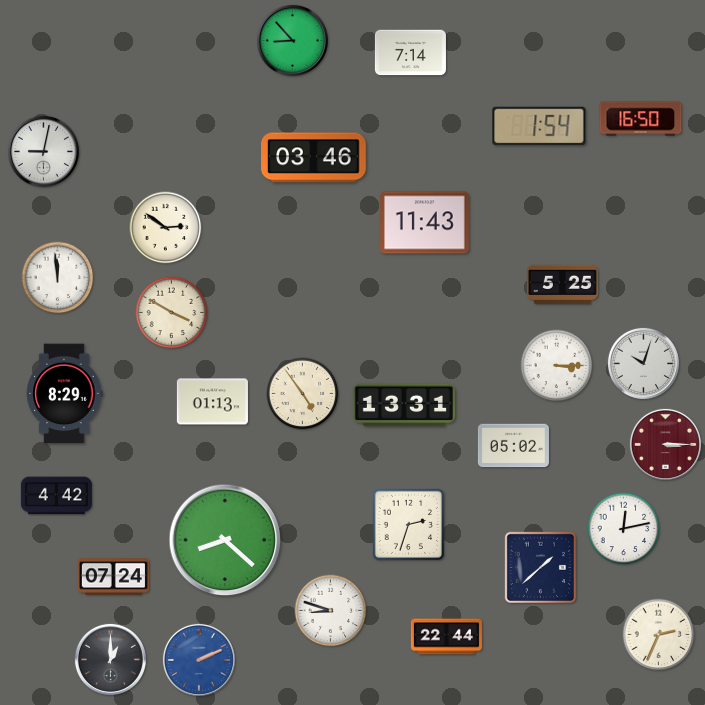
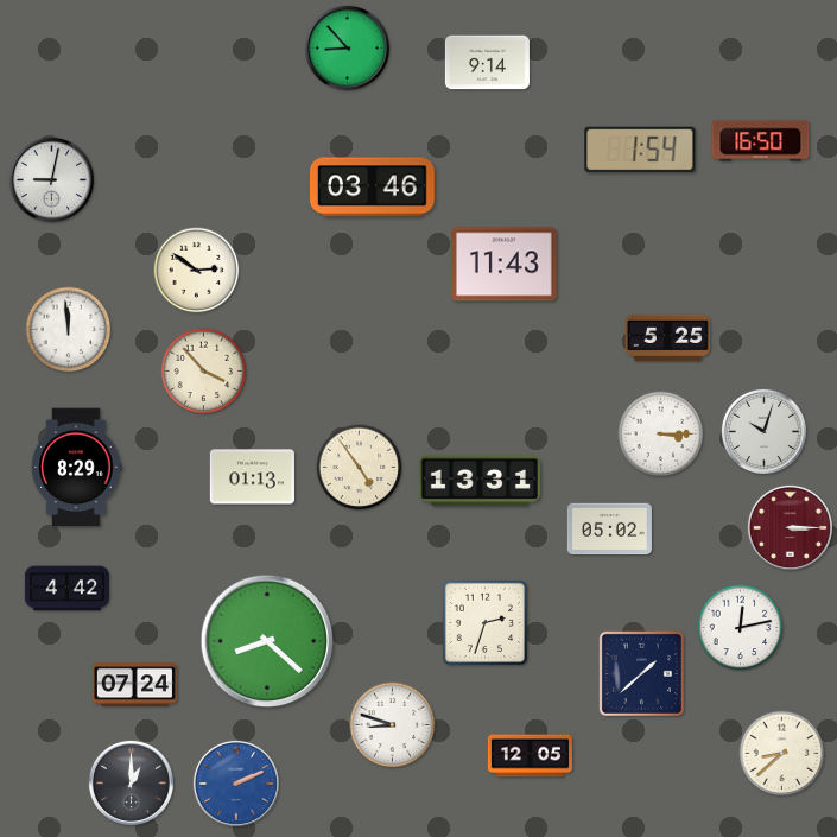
clock at (410, 53): 7:14 -> 9:14
clock at (172, 313): 3:50 -> 3:53
clock at (659, 635): 2:34 -> 8:38
clock at (446, 637): 22:44 -> 12:05
